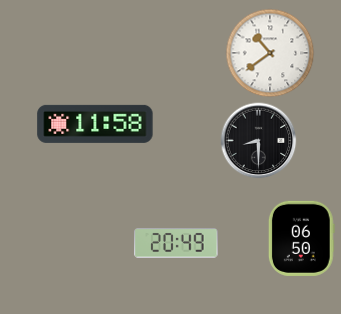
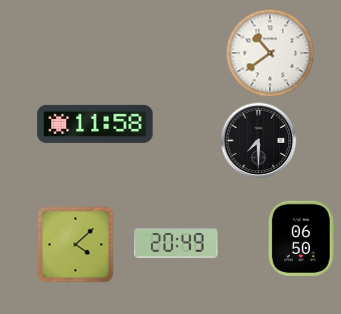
clock at (259, 141): 8:30 -> 7:30
clock at (76, 245): none -> 4:08
